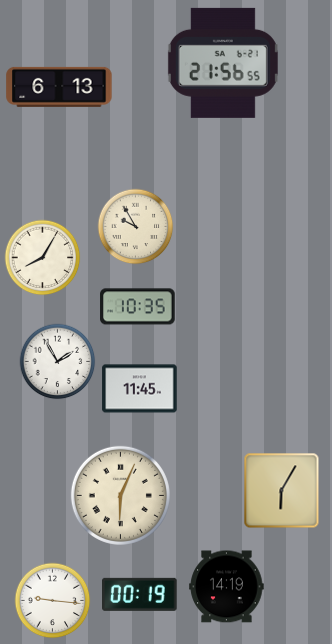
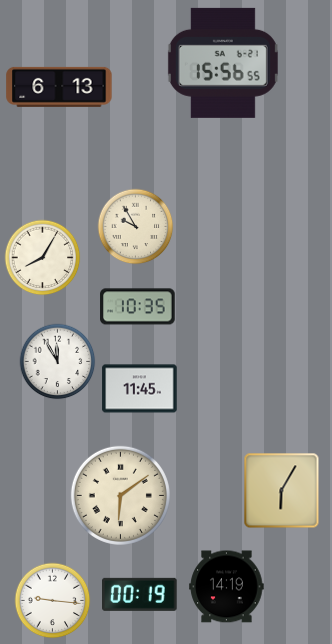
clock at (223, 63): 21:56 -> 15:56
clock at (58, 362): 1:55 -> 11:55
clock at (120, 495): 6:04 -> 6:09
